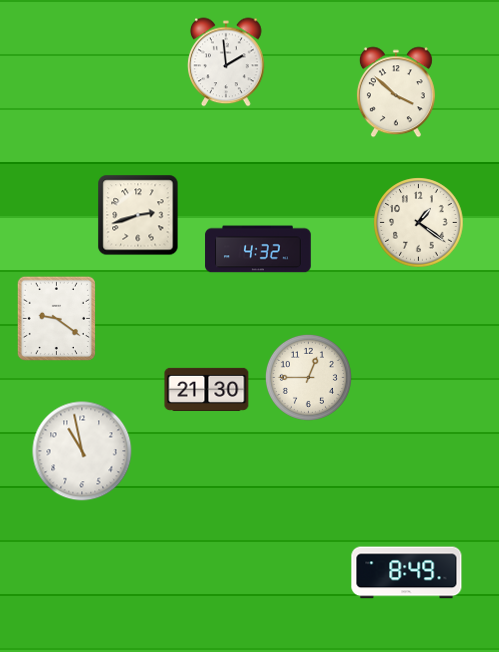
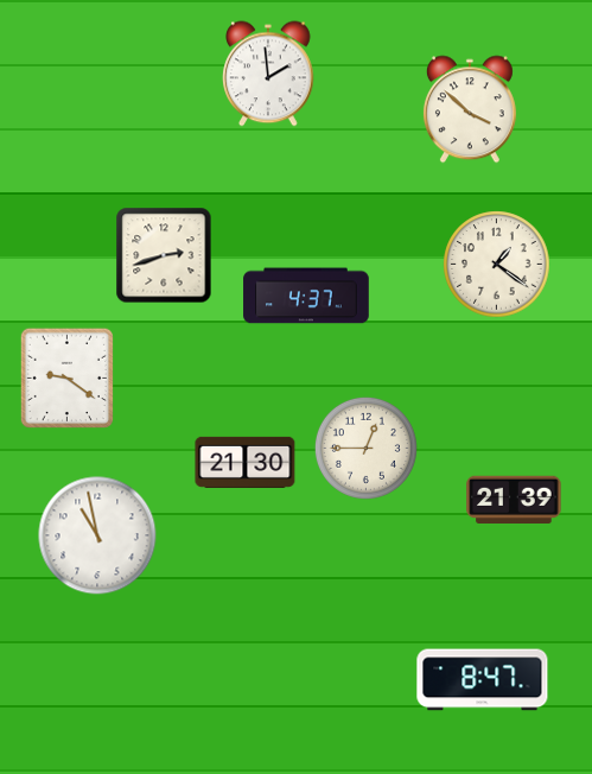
clock at (258, 249): 4:32 -> 4:37
clock at (514, 499): none -> 21:39
clock at (407, 573): 8:49 -> 8:47
